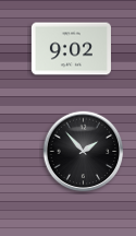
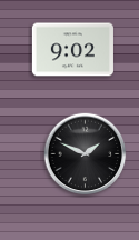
clock at (84, 152): 1:53 -> 1:49
